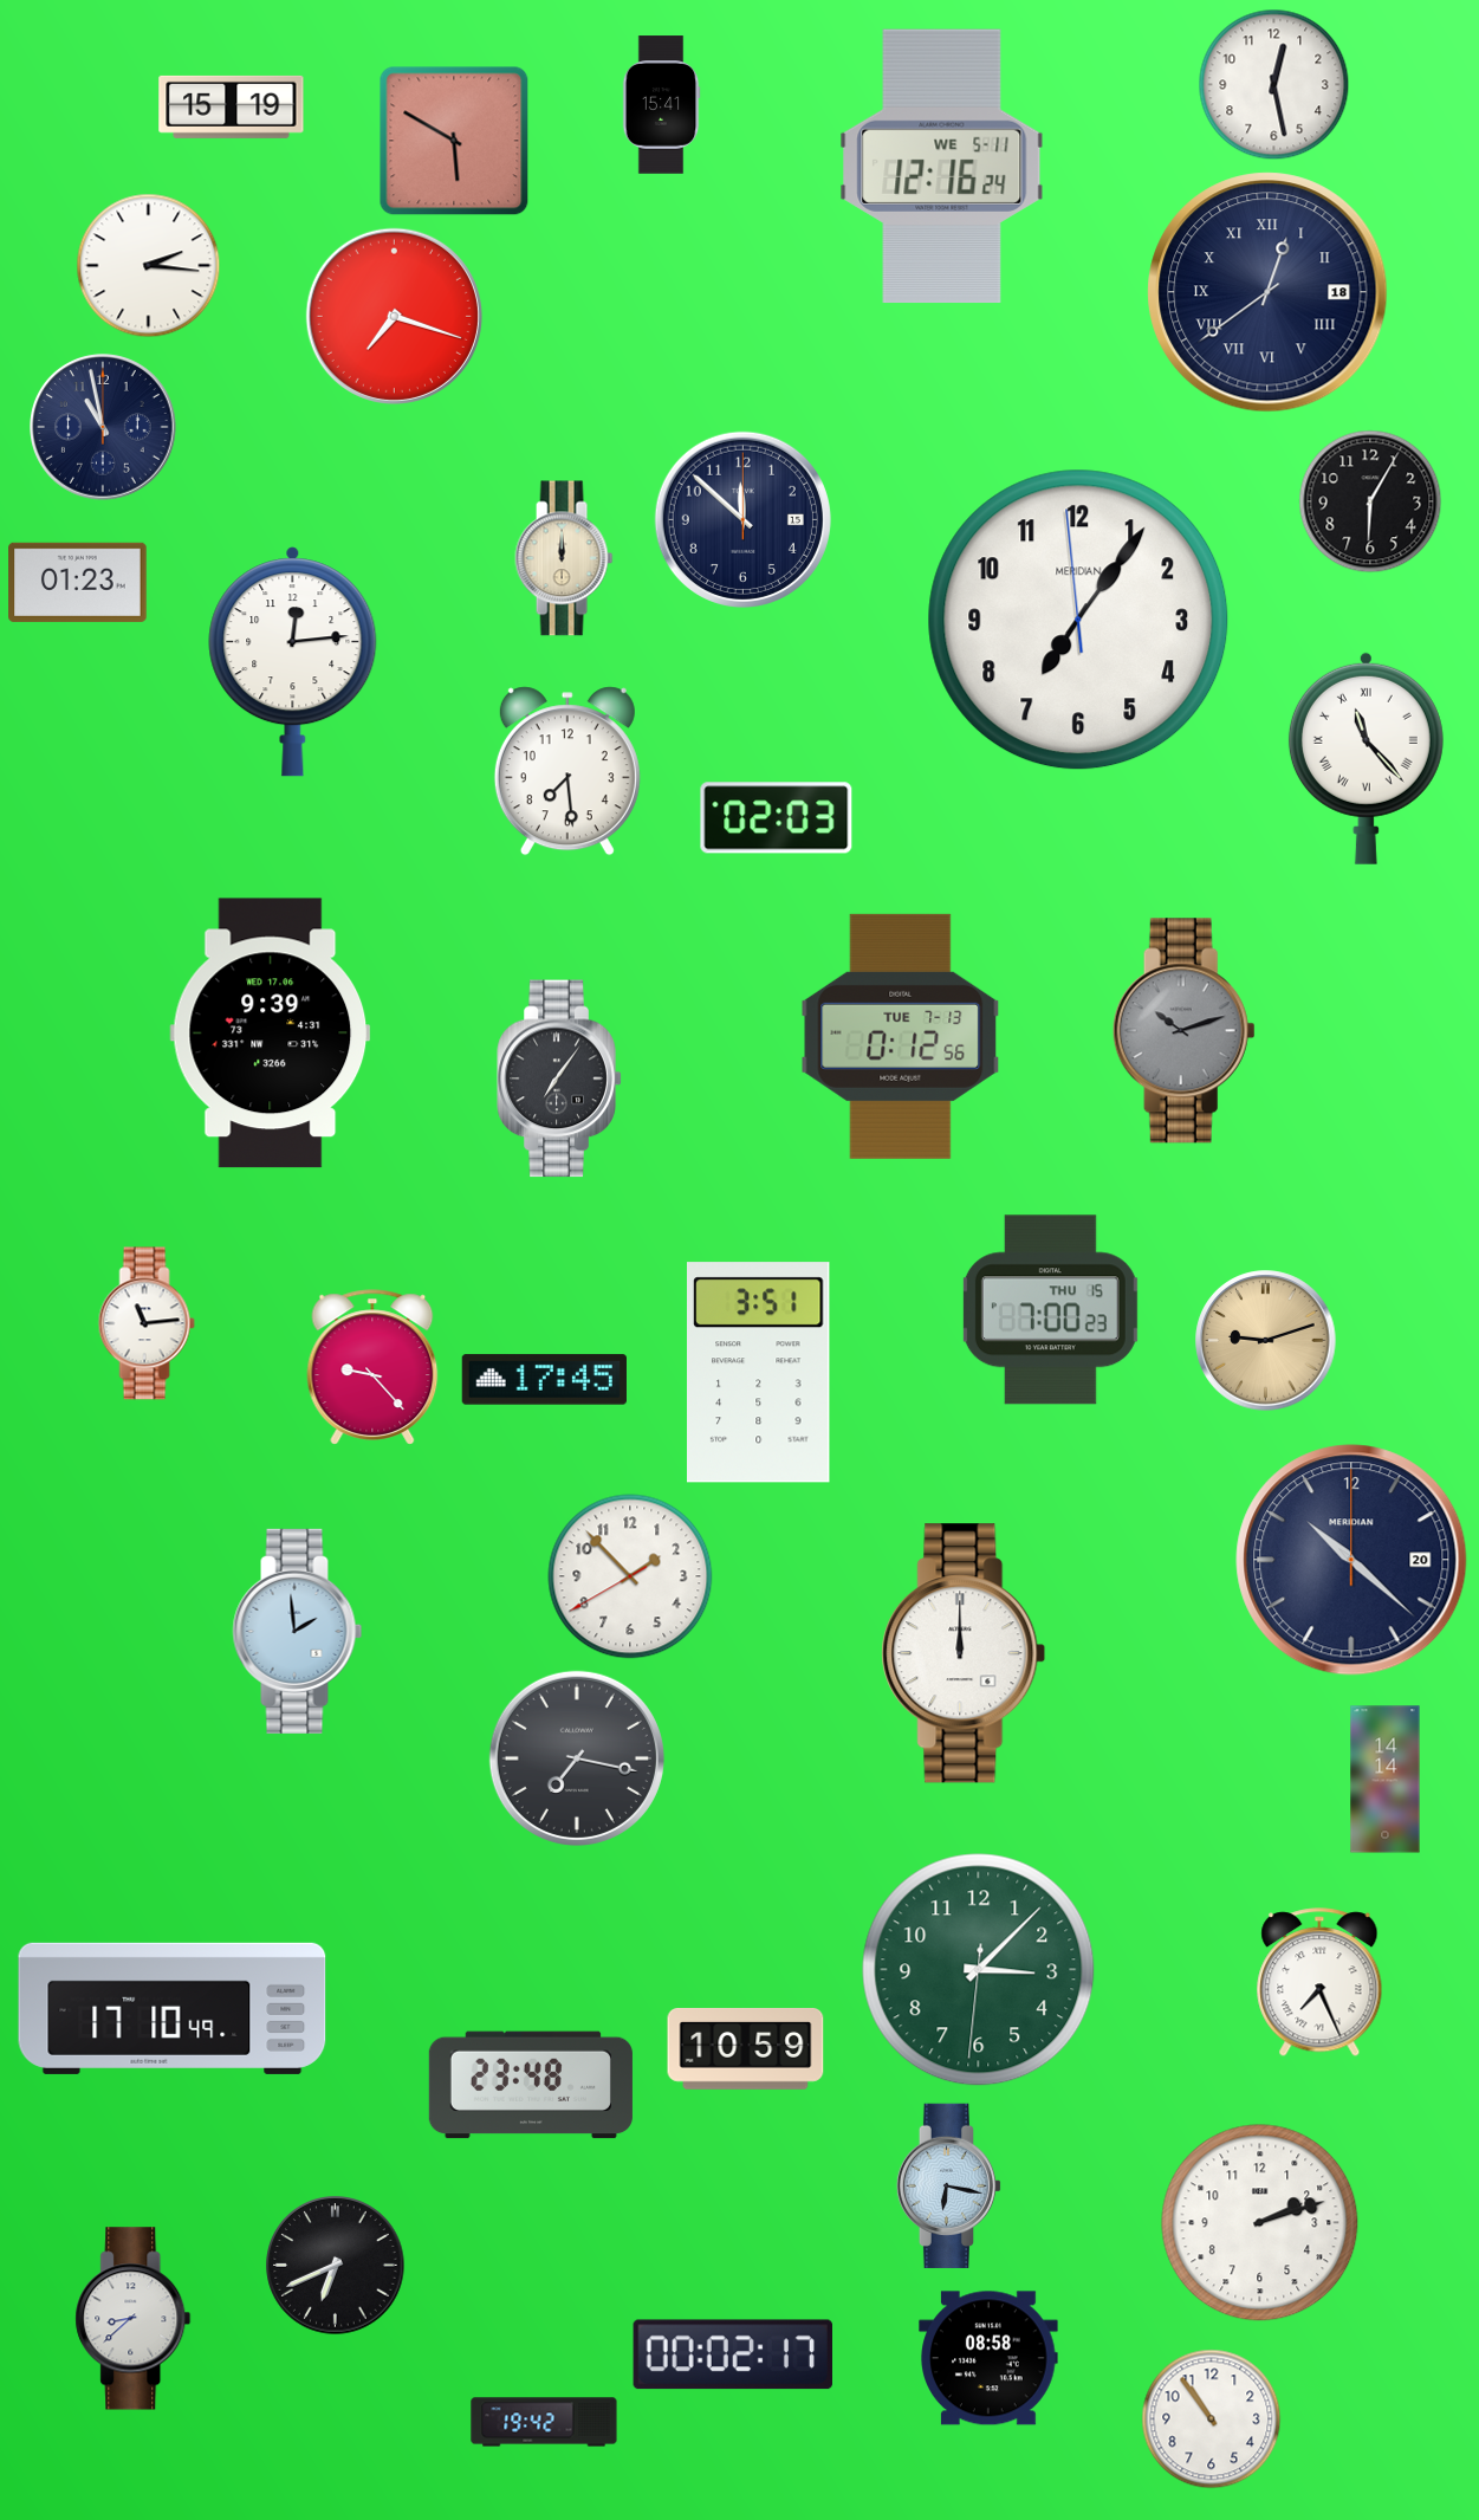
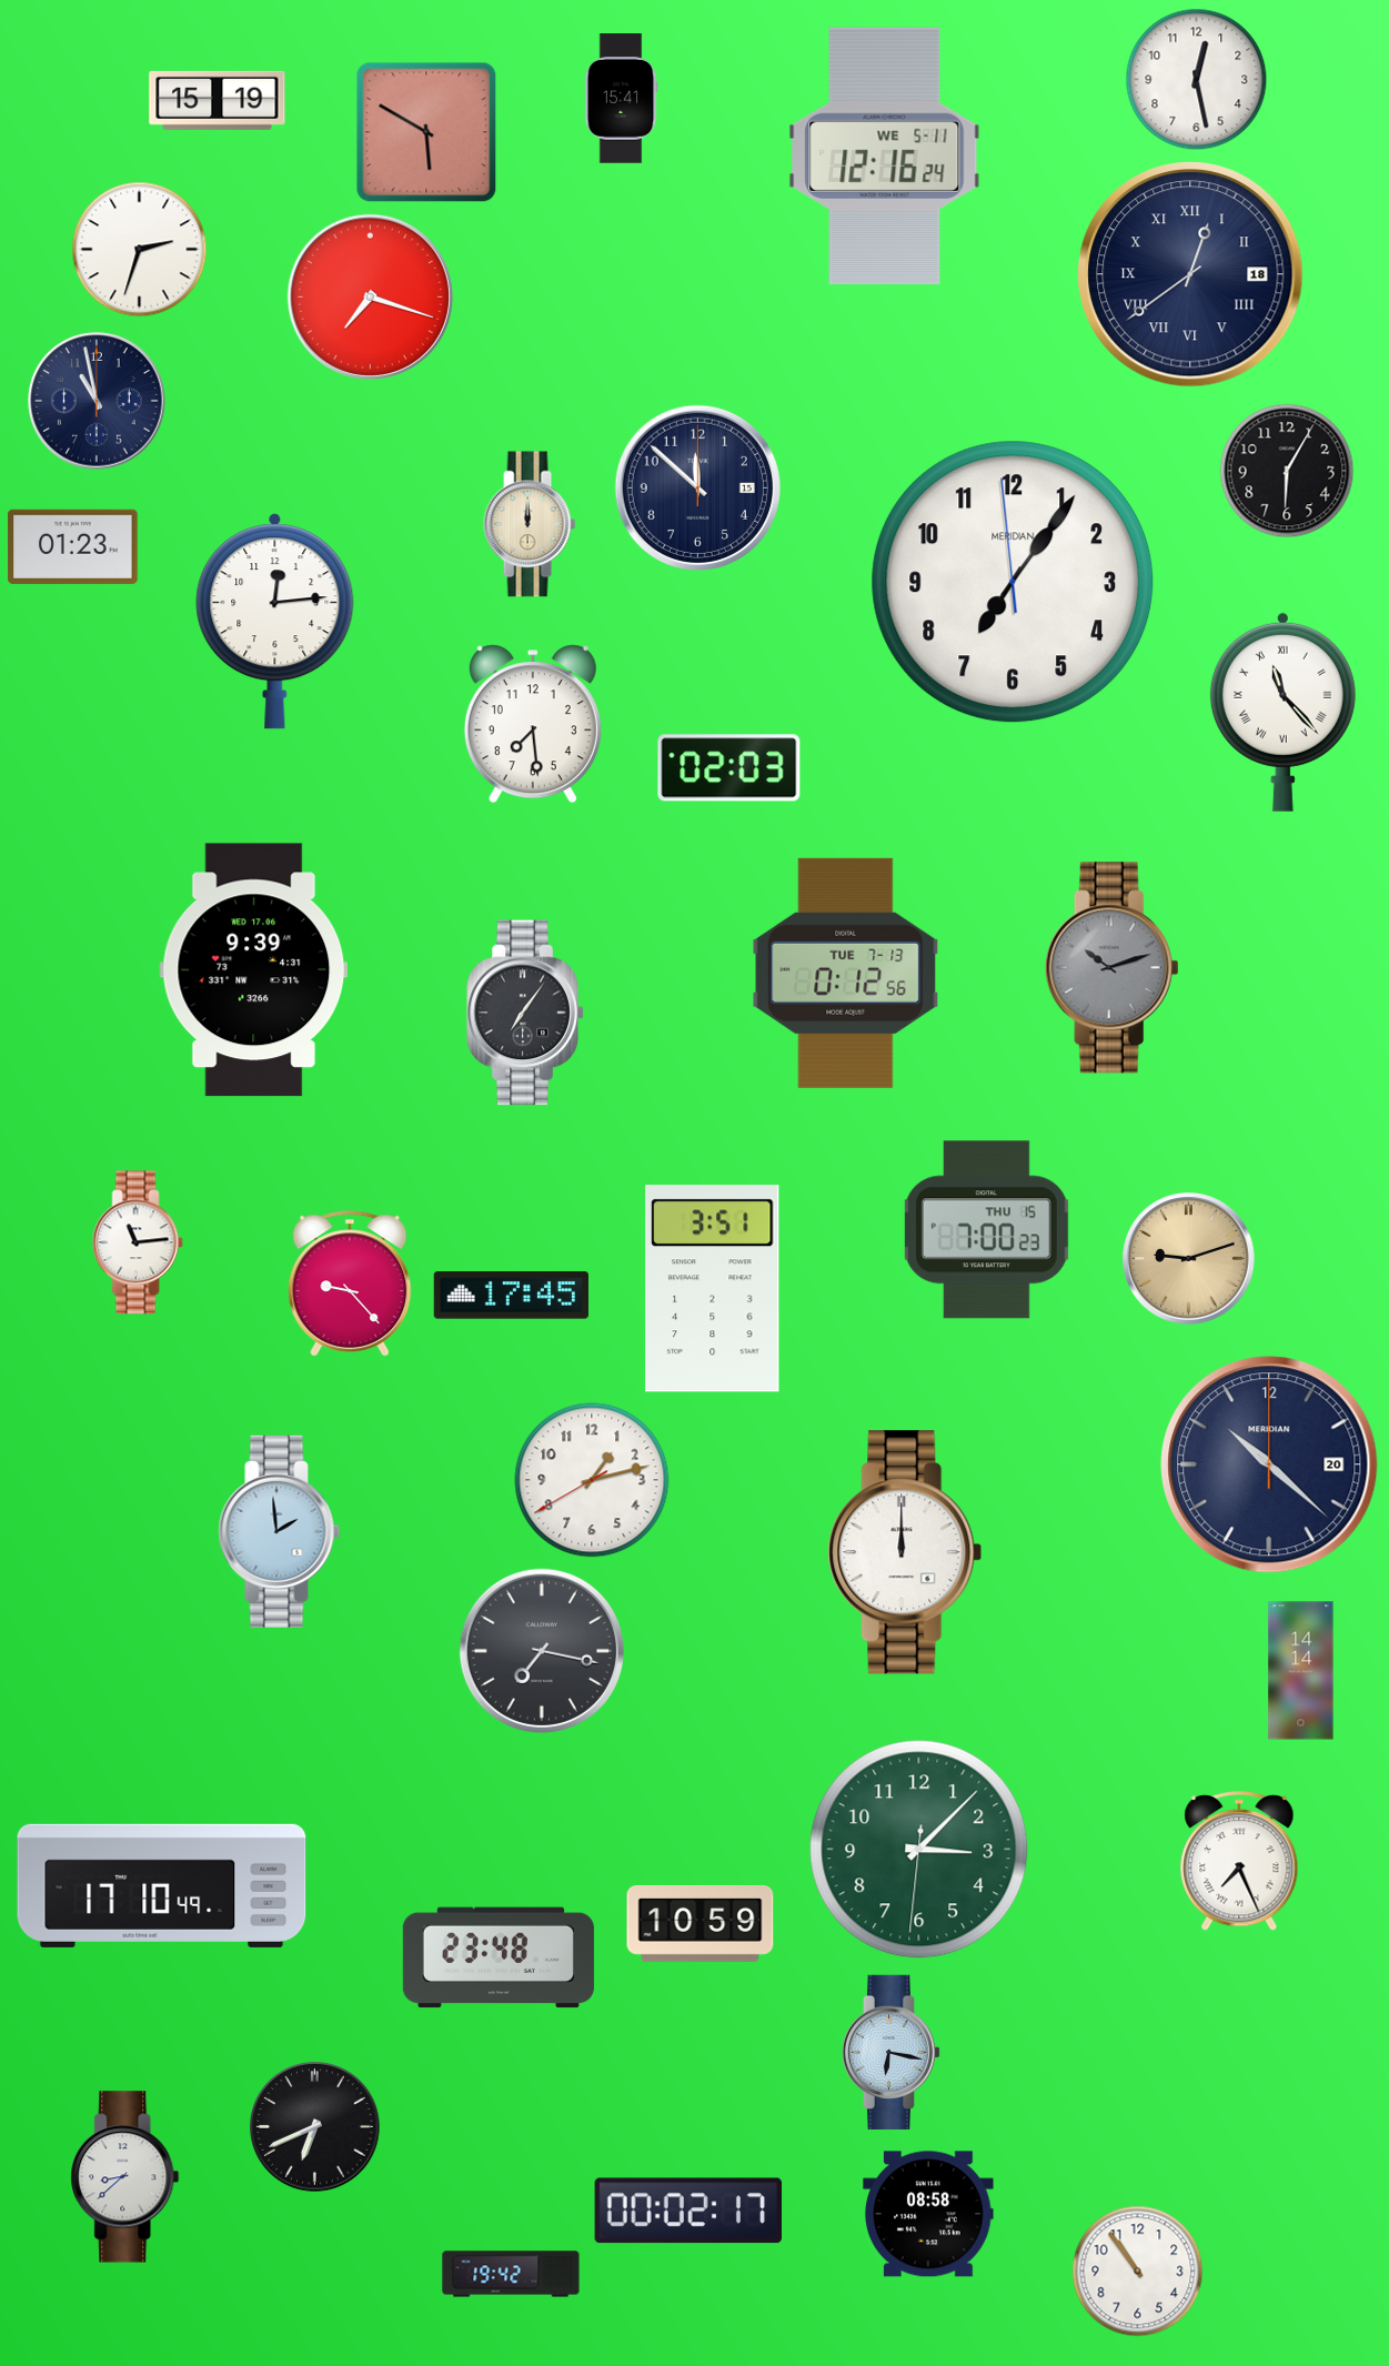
clock at (149, 266): 2:16 -> 2:33
clock at (630, 1576): 1:52 -> 1:12
clock at (1260, 2223): 2:12 -> none
